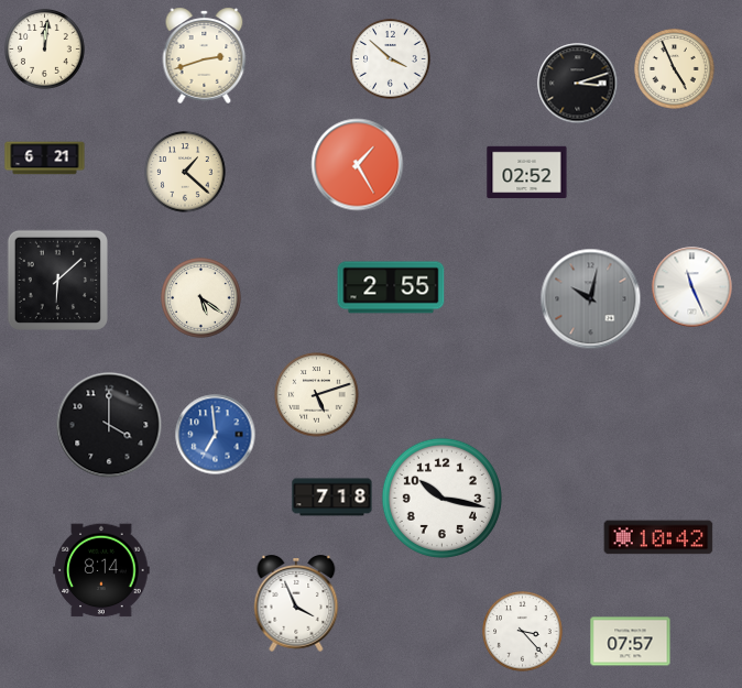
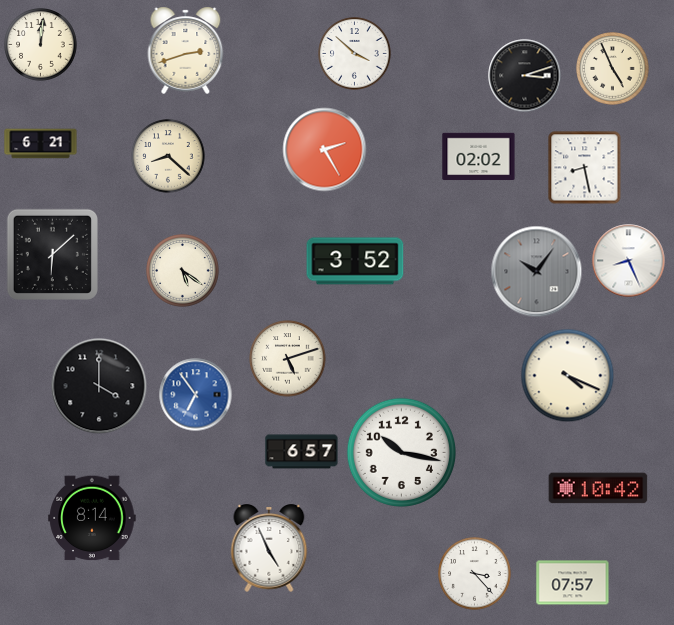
clock at (675, 69) position: (675, 69) -> (613, 69)
clock at (358, 165): 1:25 -> 2:25
clock at (185, 172): 1:22 -> 8:22
clock at (527, 173): 02:52 -> 02:02
clock at (585, 168): none -> 8:28
clock at (391, 287): 2:55 -> 3:52
clock at (692, 287): 11:26 -> 8:26
clock at (591, 299): 10:02 -> 10:06
clock at (568, 376): none -> 4:19
clock at (216, 435): 6:59 -> 6:54
clock at (332, 498): 7:18 -> 6:57
clock at (296, 604): 3:56 -> 4:56
